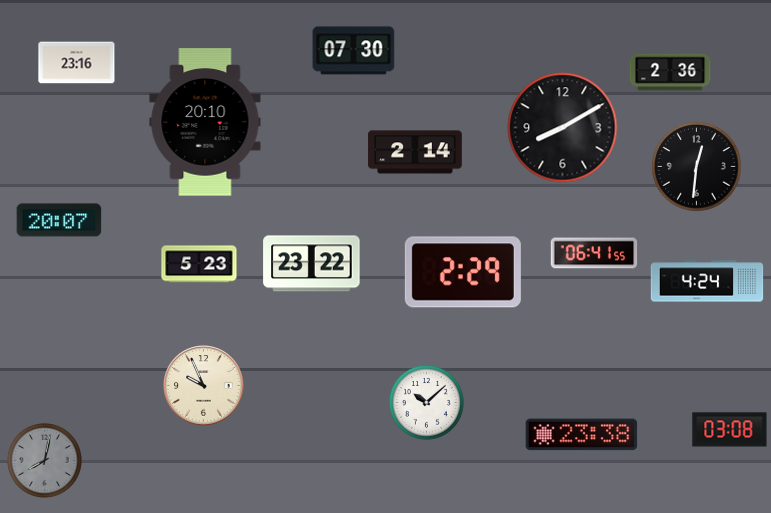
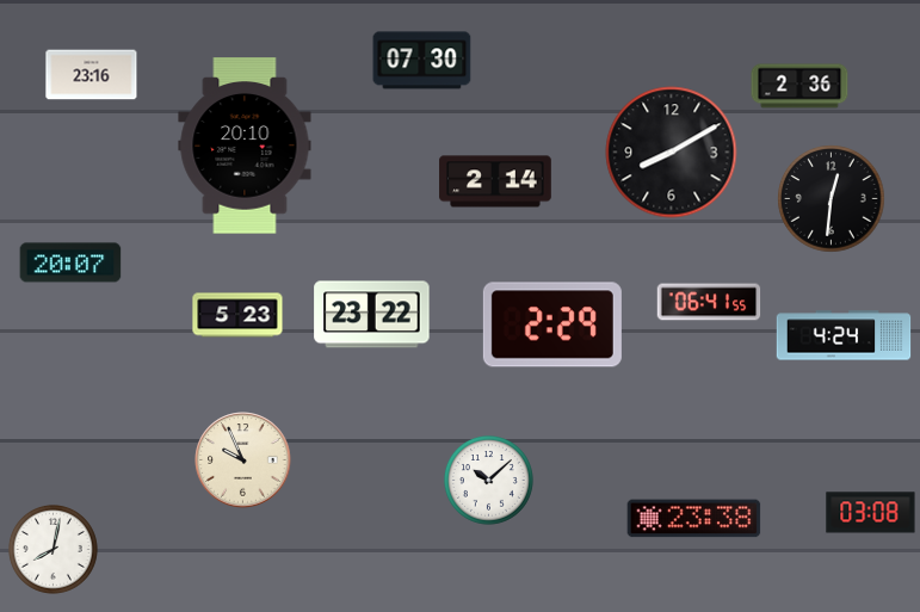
clock at (426, 402) position: (426, 402) -> (488, 480)
clock at (44, 460) dial: grey -> white
